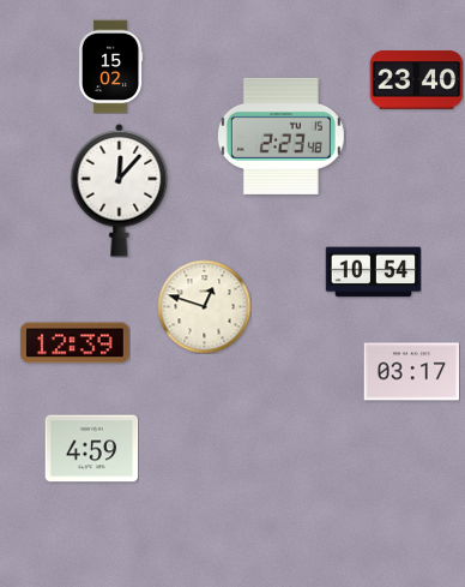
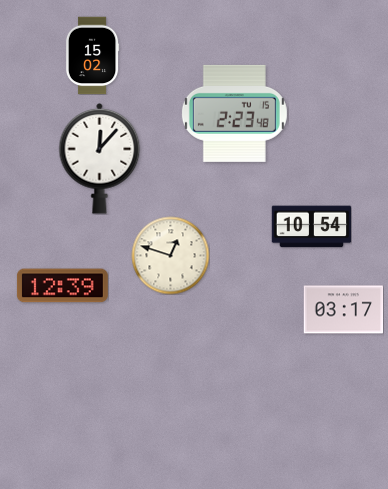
clock at (416, 80): 23:40 -> none
clock at (91, 449): 4:59 -> none
